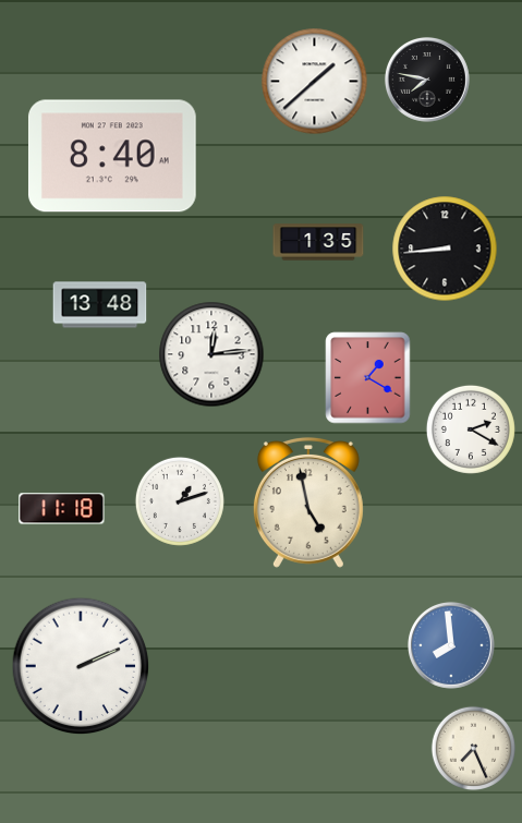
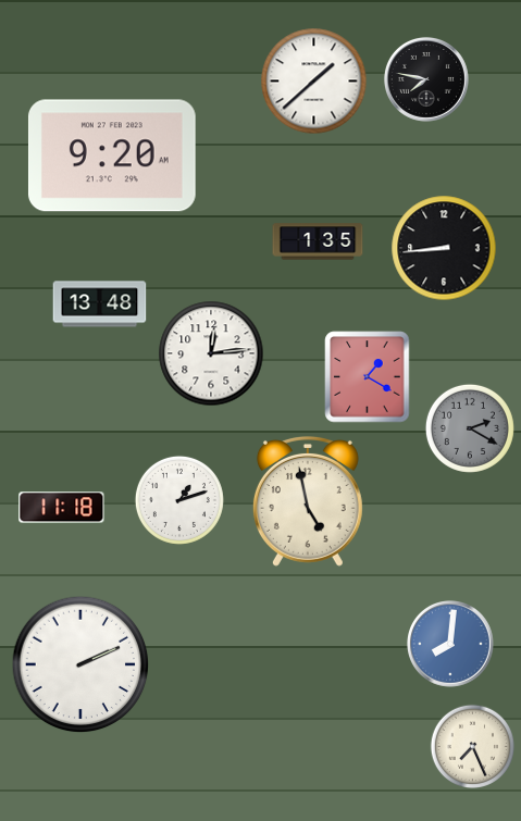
clock at (112, 156): 8:40 -> 9:20
clock at (471, 429) dial: white -> grey
clock at (452, 646): 7:59 -> 8:01
